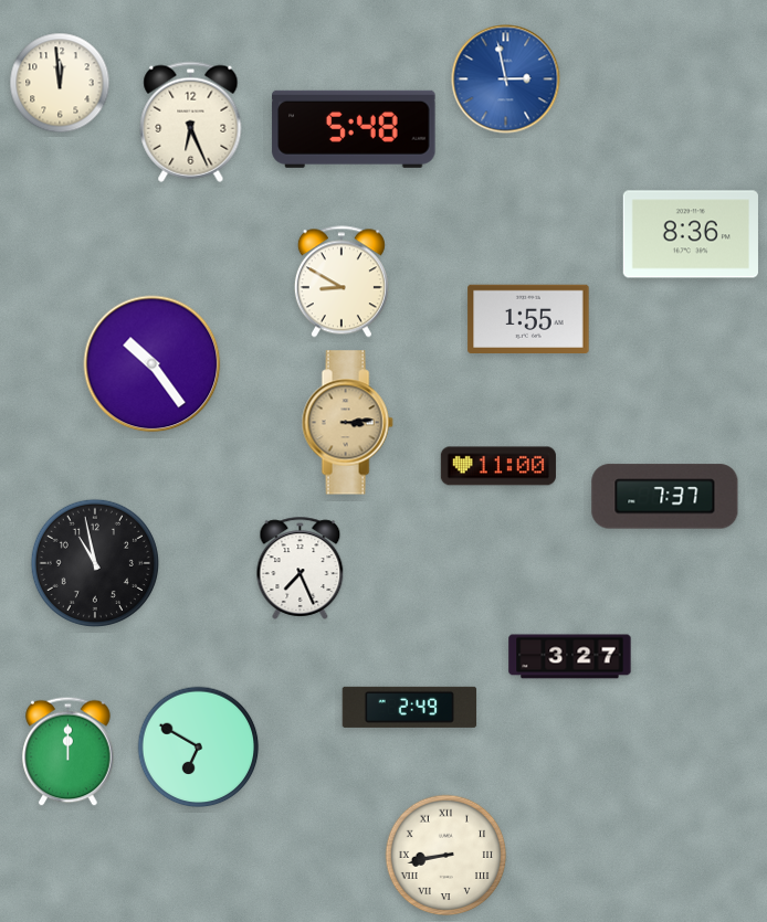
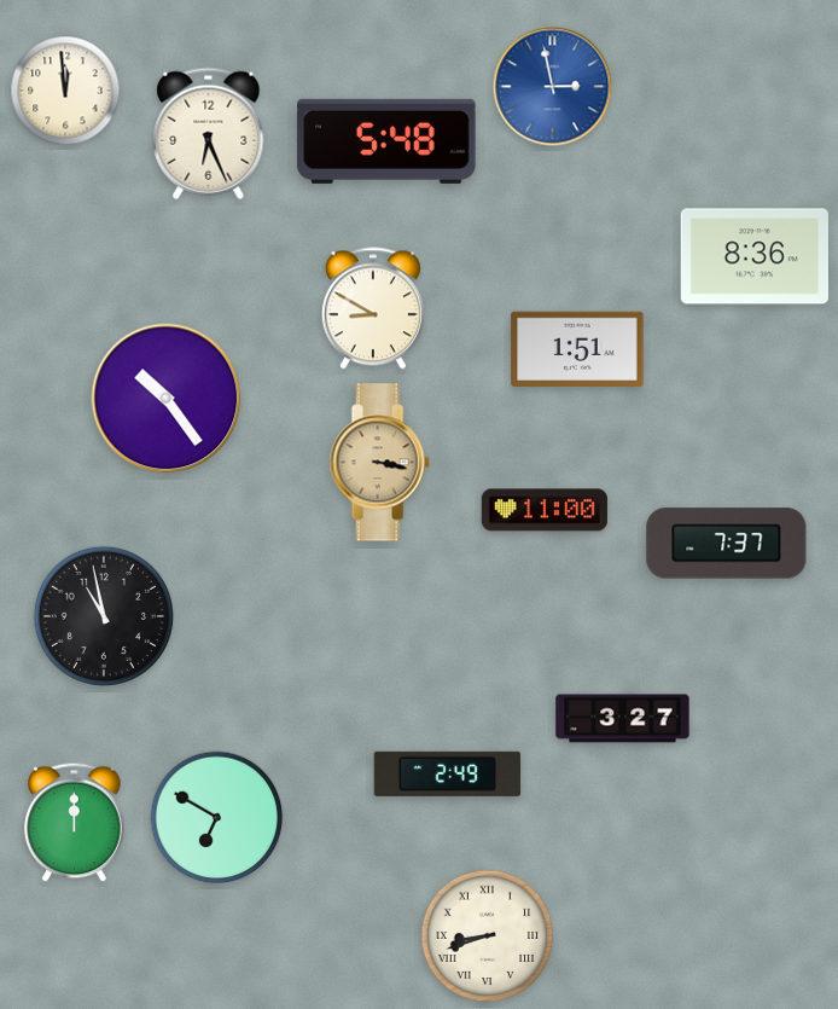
clock at (528, 318): 1:55 -> 1:51
clock at (347, 423): 3:14 -> 3:17
clock at (301, 568): 7:26 -> none
clock at (446, 856): 8:43 -> 8:42
